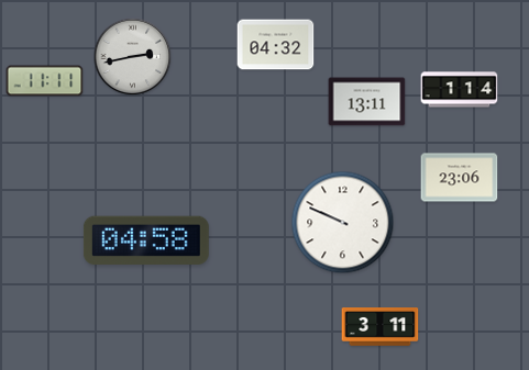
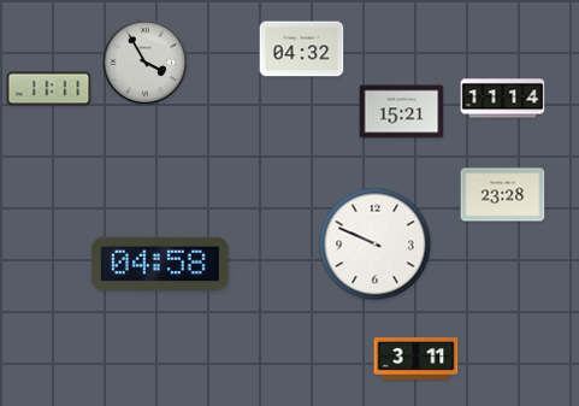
clock at (133, 57): 2:43 -> 3:55
clock at (460, 90): 1:14 -> 11:14
clock at (367, 102): 13:11 -> 15:21
clock at (460, 178): 23:06 -> 23:28
